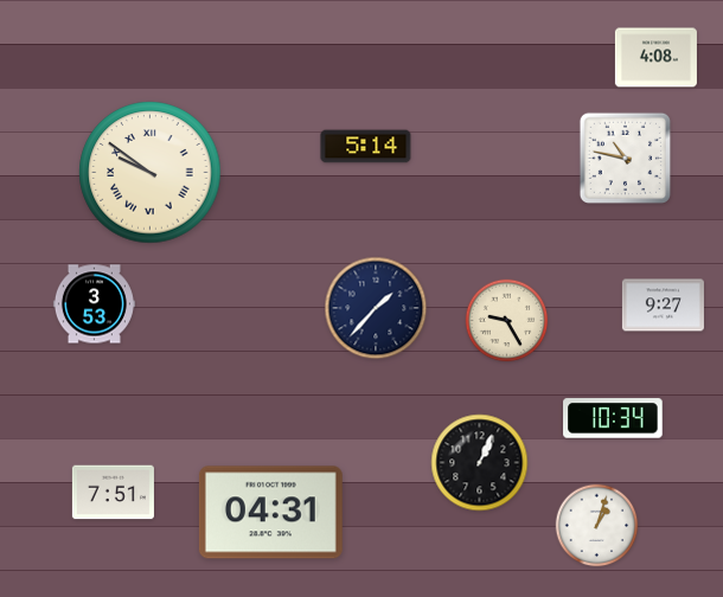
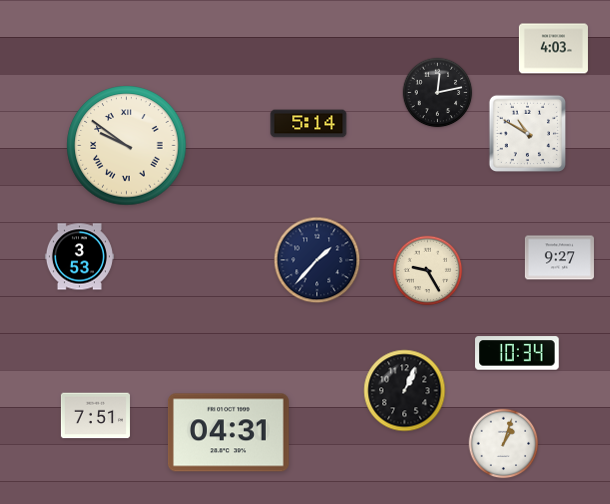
clock at (655, 58): 4:08 -> 4:03
clock at (438, 93): none -> 12:13
clock at (625, 158): 10:47 -> 10:50
